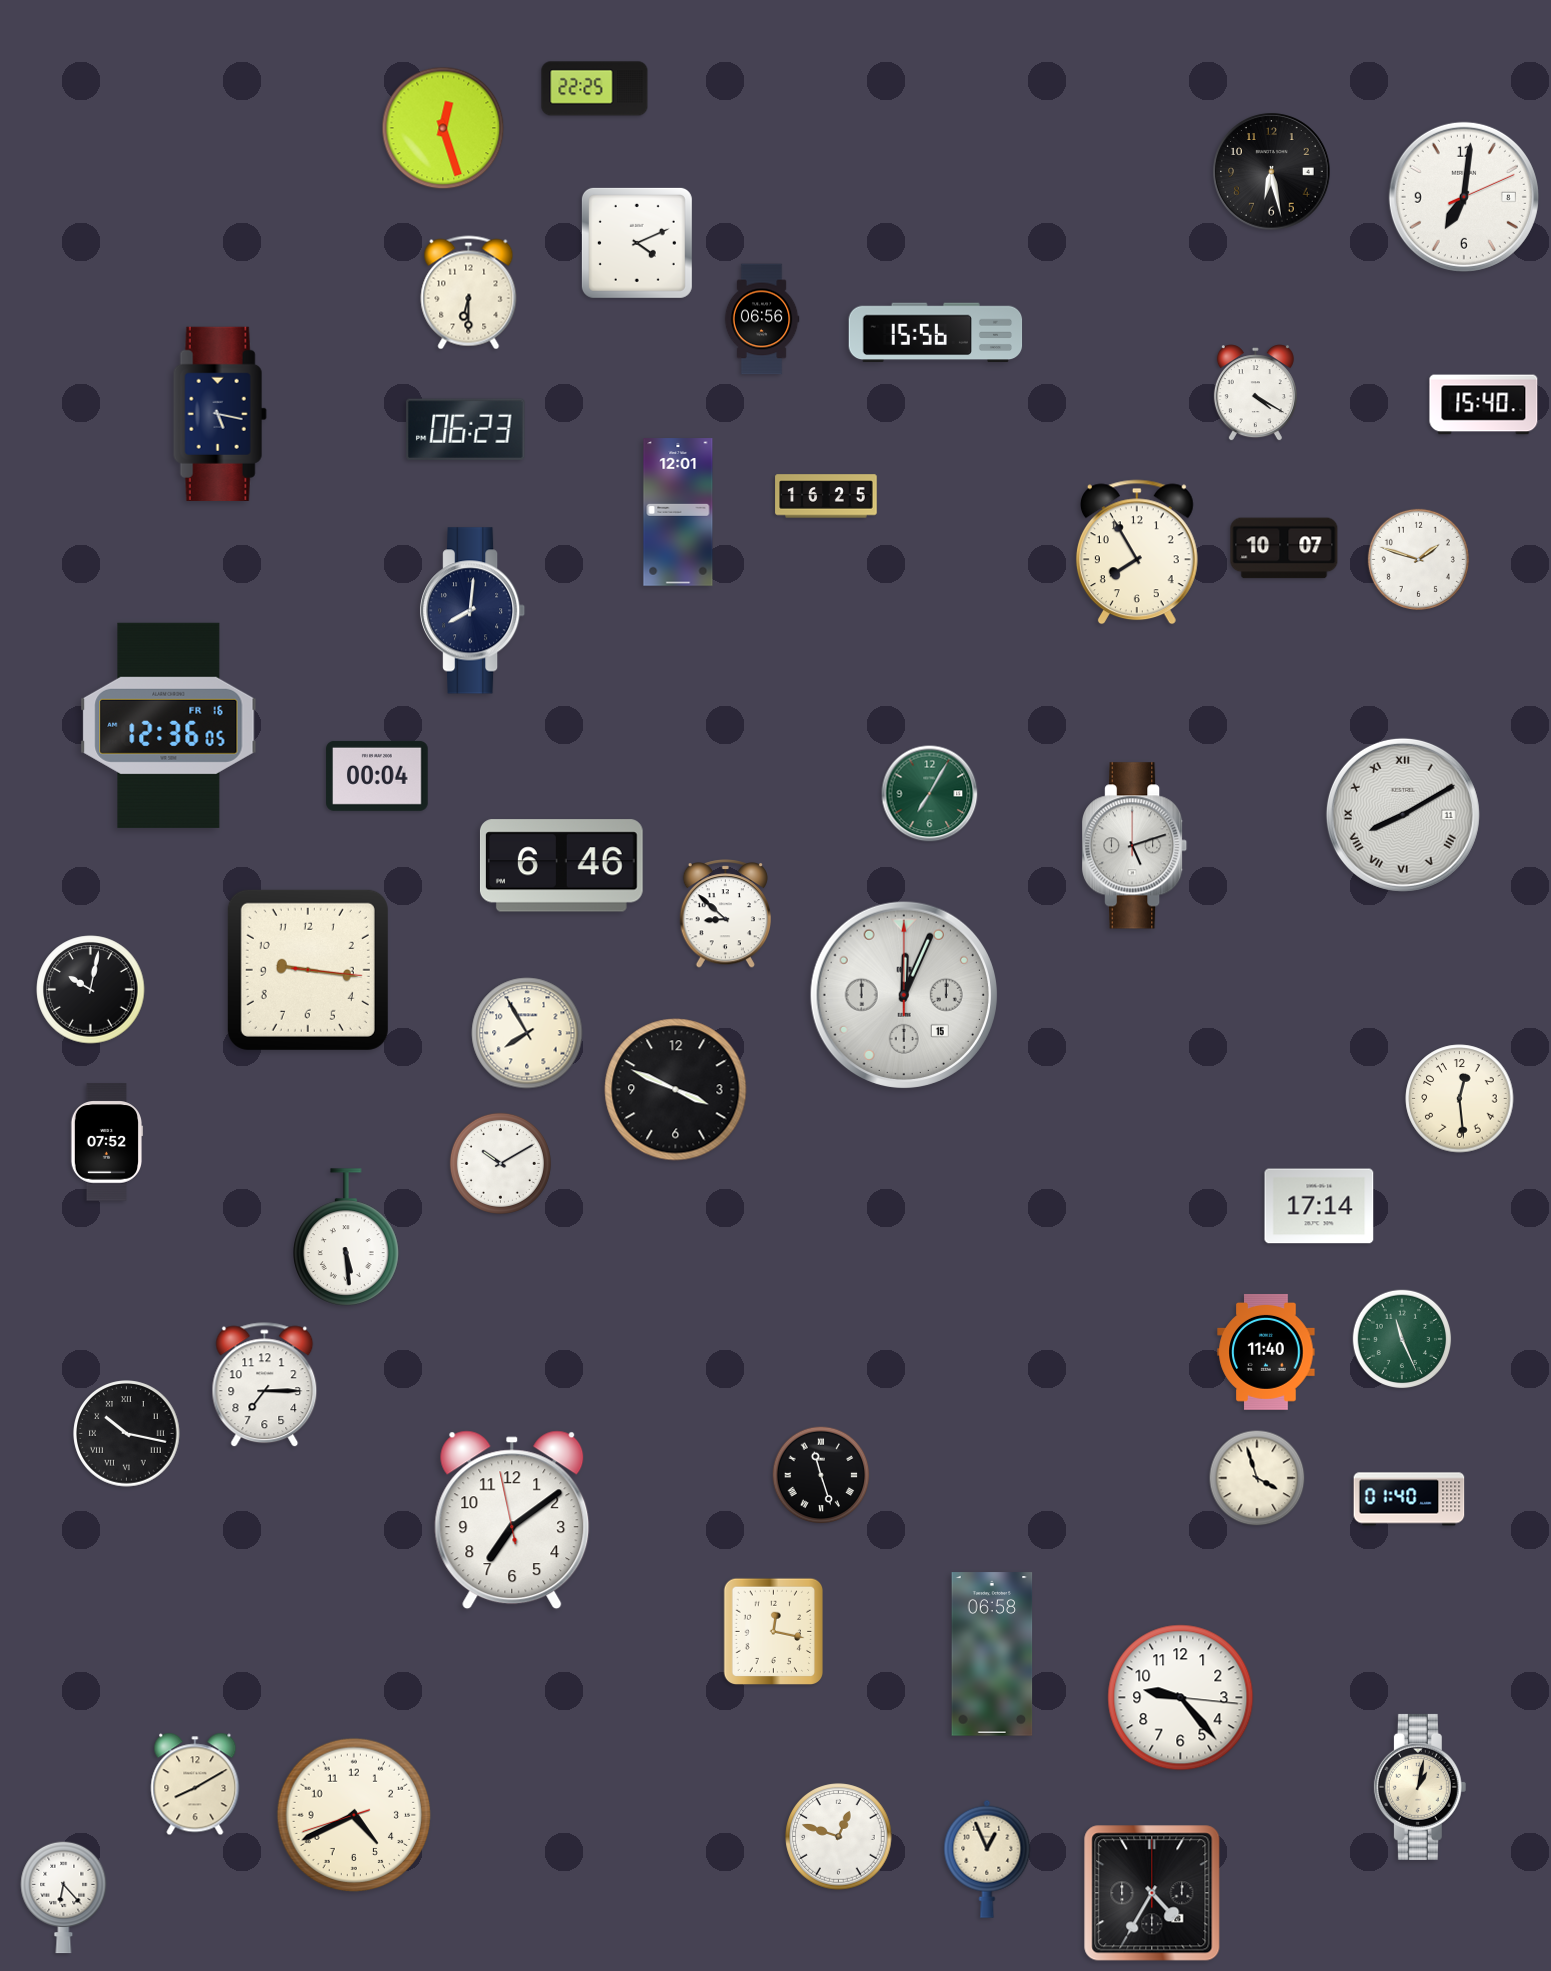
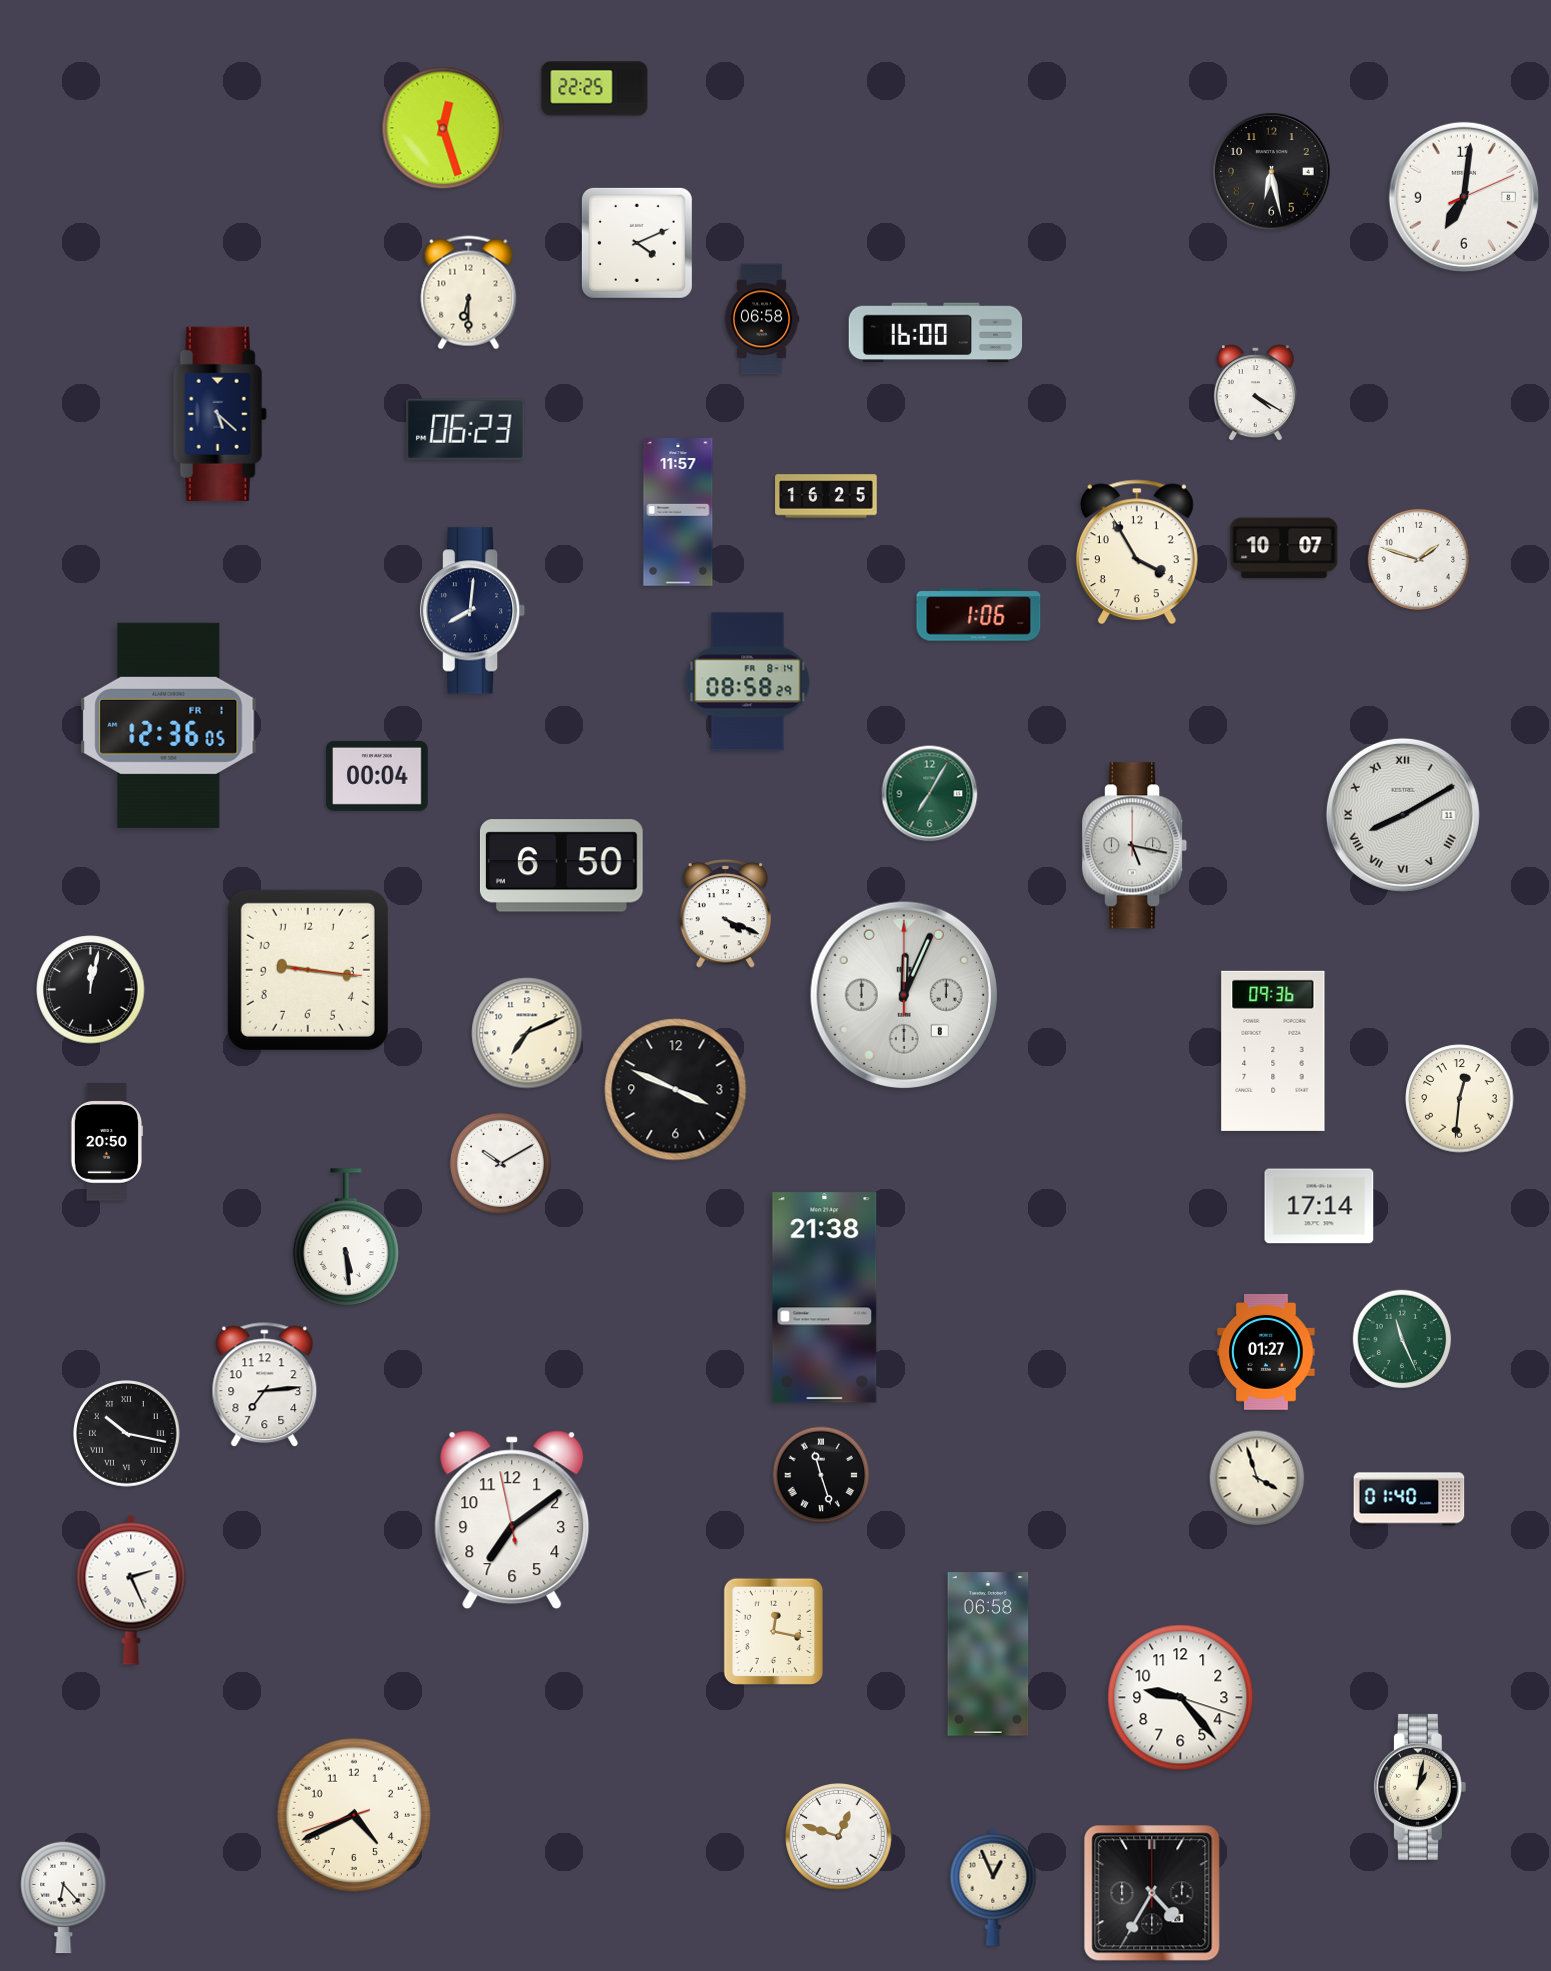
clock at (762, 319): 06:56 -> 06:58
clock at (936, 333): 15:56 -> 16:00
clock at (1484, 405): 15:40 -> none
clock at (220, 414): 5:17 -> 5:22
clock at (678, 512): 12:01 -> 11:57
clock at (1137, 552): 7:55 -> 3:55
clock at (979, 615): none -> 1:06
clock at (748, 682): none -> 08:58
clock at (169, 725) date: FR 16 -> FR 1
clock at (1136, 846): 5:12 -> 5:17
clock at (561, 866): 6:46 -> 6:50
clock at (725, 914): 8:52 -> 4:19
clock at (91, 990): 10:02 -> 12:02
clock at (904, 995) date: 15 -> 8
clock at (527, 1033): 7:55 -> 7:11
clock at (1273, 1051): none -> 09:36
clock at (1460, 1099): 12:29 -> 12:31
clock at (106, 1142): 07:52 -> 20:50
clock at (825, 1298): none -> 21:38
clock at (1266, 1352): 11:40 -> 01:27
clock at (265, 1385): 7:15 -> 7:14
clock at (131, 1590): none -> 2:26
clock at (992, 1654) position: (992, 1654) -> (988, 1654)
clock at (1181, 1698): 9:23:16 -> 9:23:18
clock at (195, 1784): 8:10 -> none
clock at (987, 1859) position: (987, 1859) -> (993, 1887)
